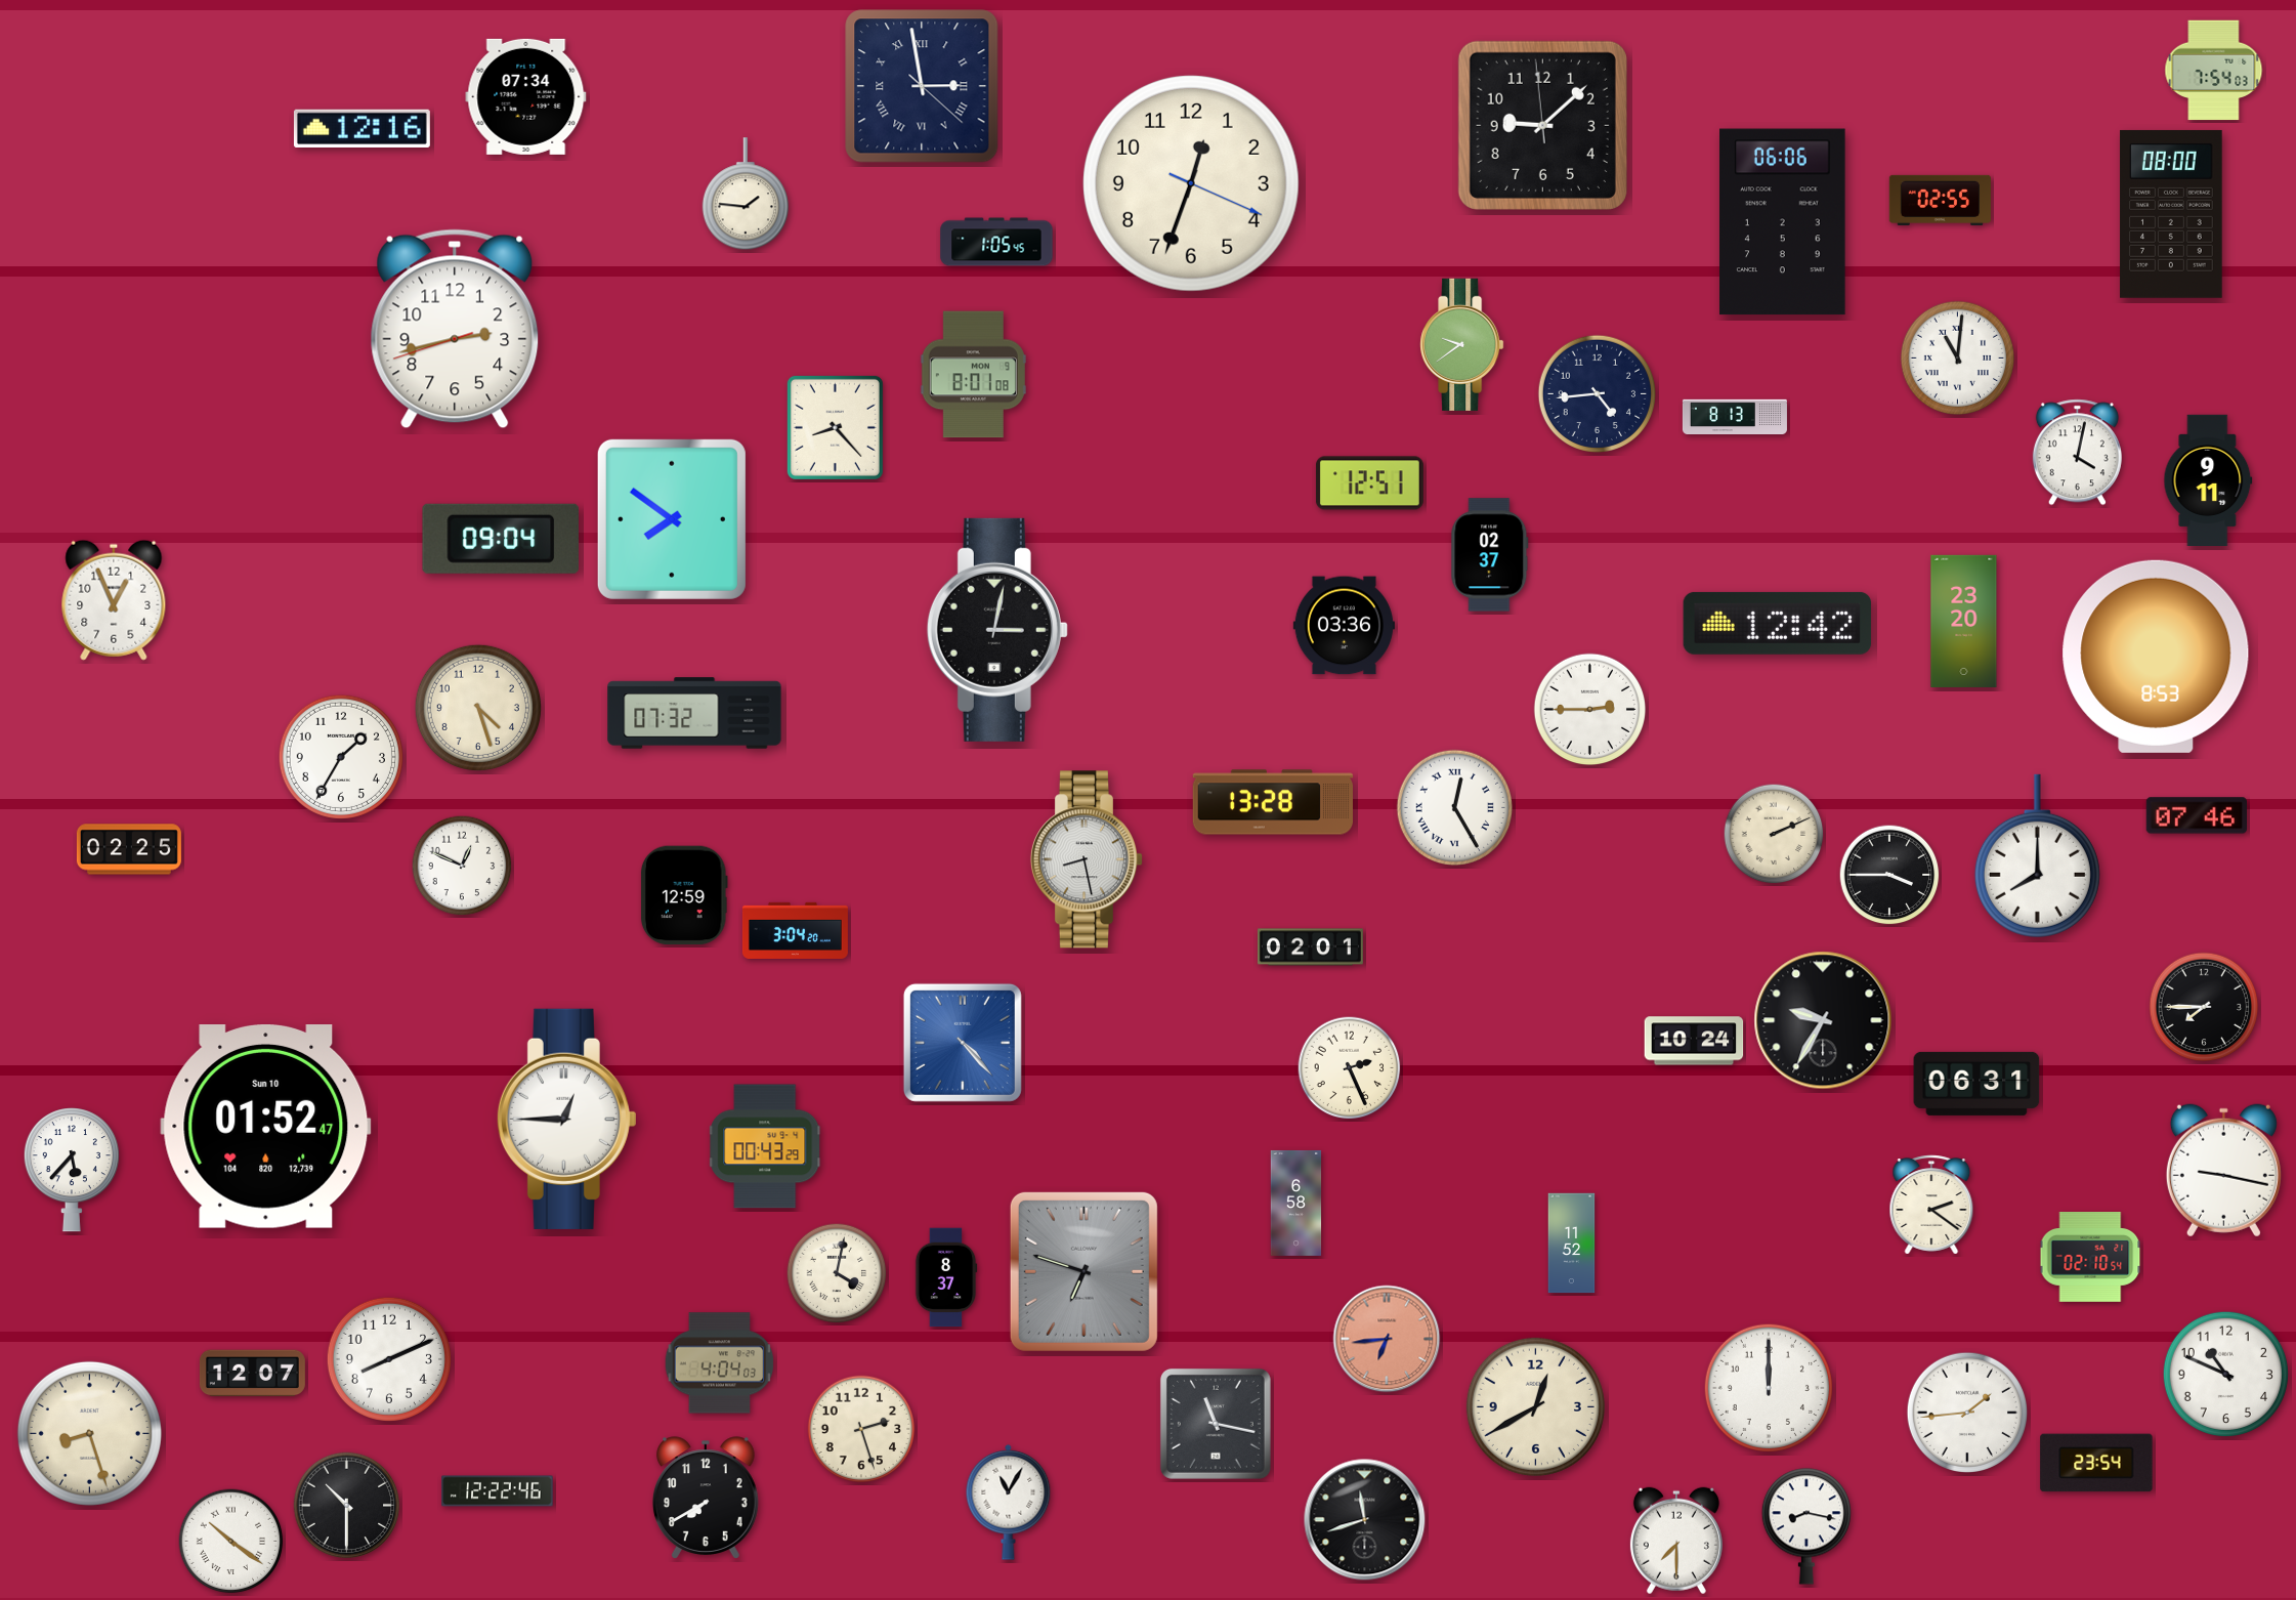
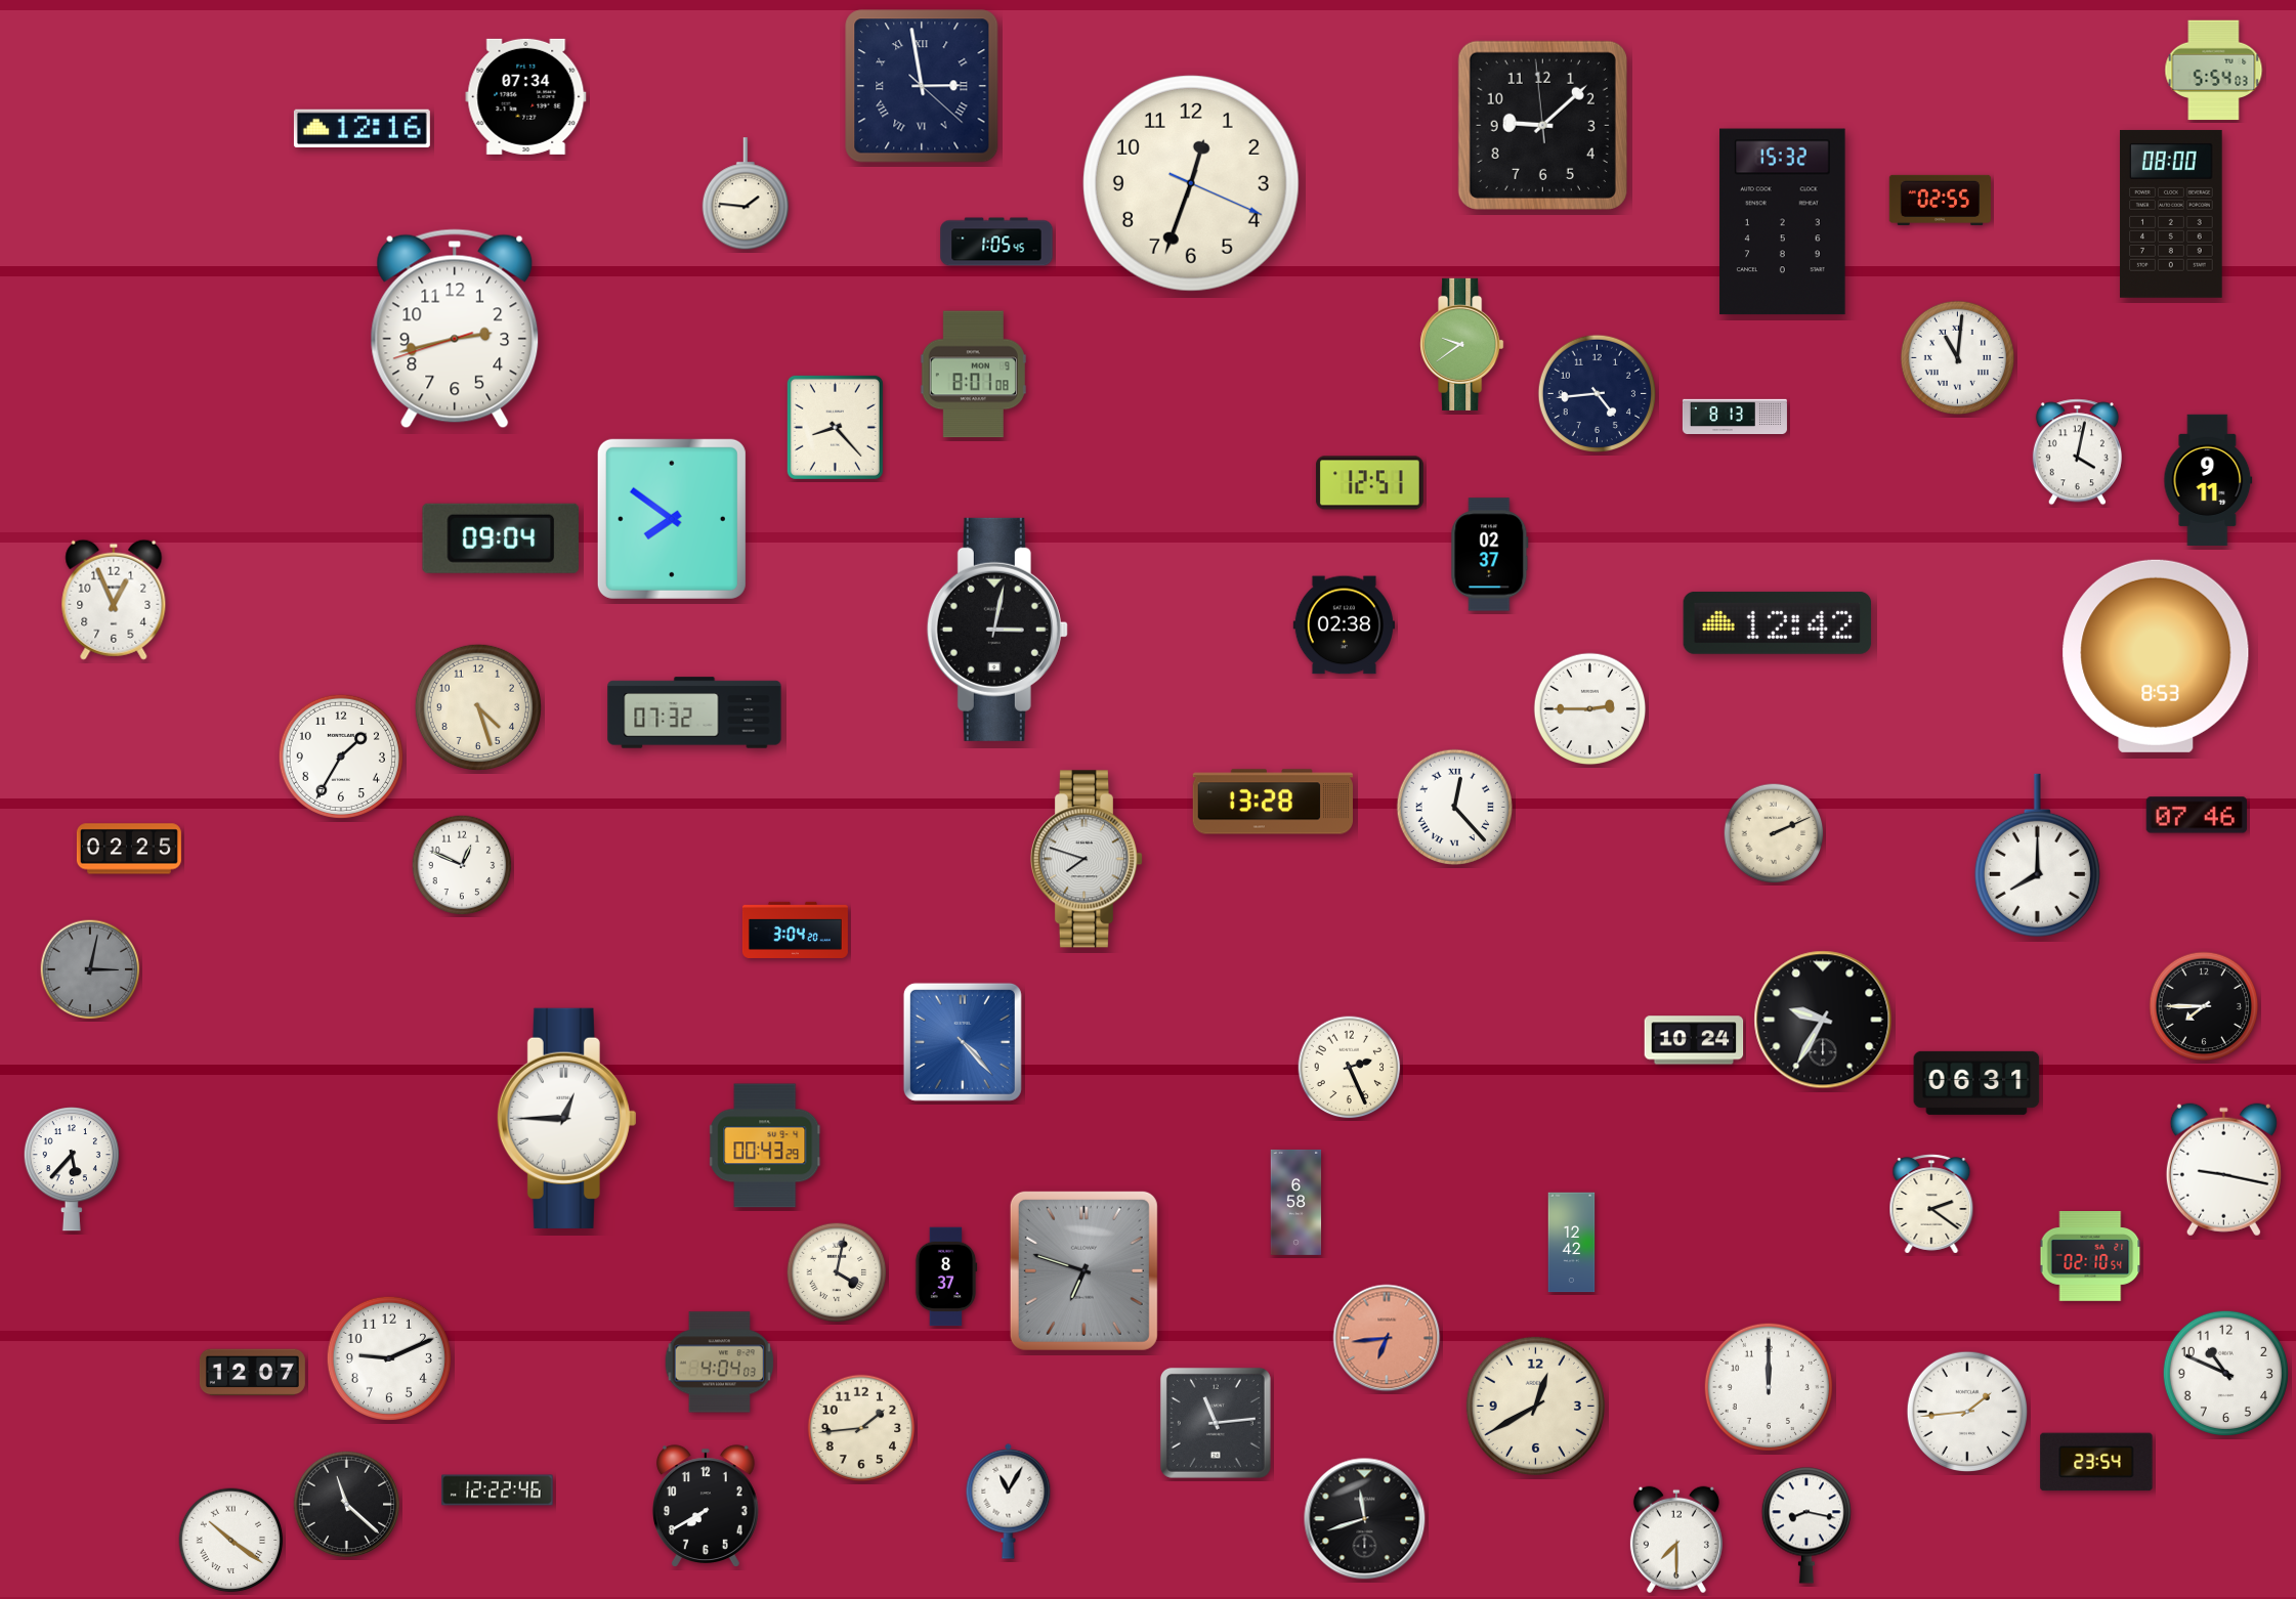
clock at (2214, 71): 7:54 -> 5:54
clock at (1783, 222): 06:06 -> 15:32
clock at (1964, 621): 23:20 -> none
clock at (1344, 626): 03:36 -> 02:38
clock at (1455, 808): 12:25 -> 12:23
clock at (1086, 859): 8:28 -> 7:48
clock at (1889, 875): 3:45 -> none
clock at (684, 895): 12:59 -> none
clock at (1310, 948): 02:01 -> none
clock at (90, 969): none -> 3:02
clock at (266, 1127): 01:52 -> none
clock at (1572, 1244): 11:52 -> 12:42
clock at (389, 1359): 8:11 -> 9:11
clock at (1216, 1424): 11:17 -> 11:14
clock at (861, 1429): 2:27 -> 1:44
clock at (89, 1433): 8:27 -> none
clock at (706, 1498) position: (706, 1498) -> (706, 1506)
clock at (347, 1506): 10:30 -> 11:22
